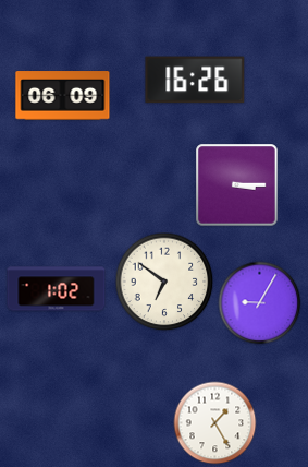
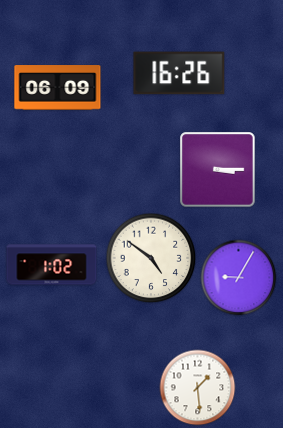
clock at (164, 282): 6:51 -> 4:51
clock at (215, 423): 1:25 -> 1:29
